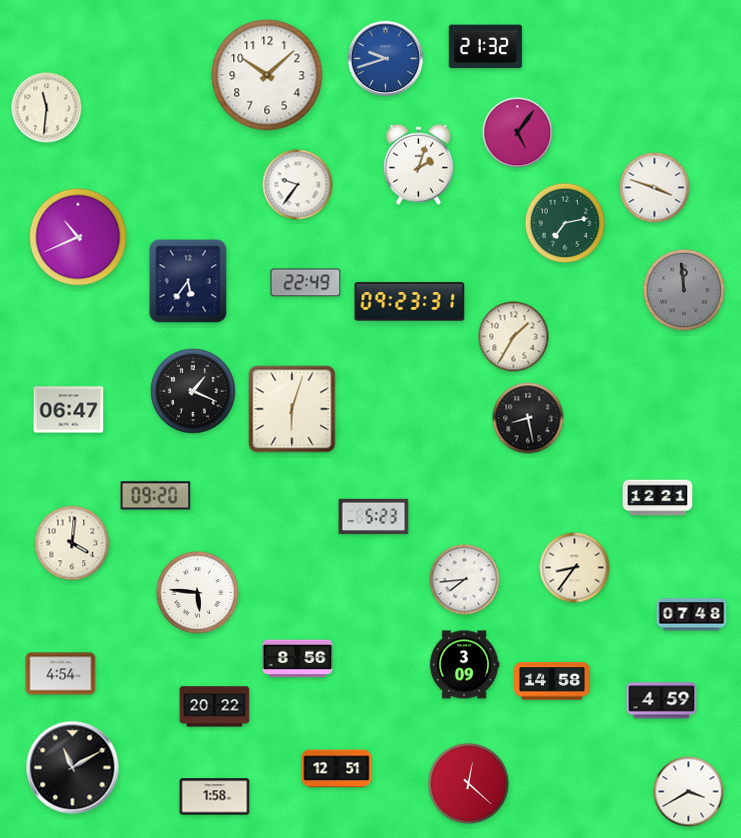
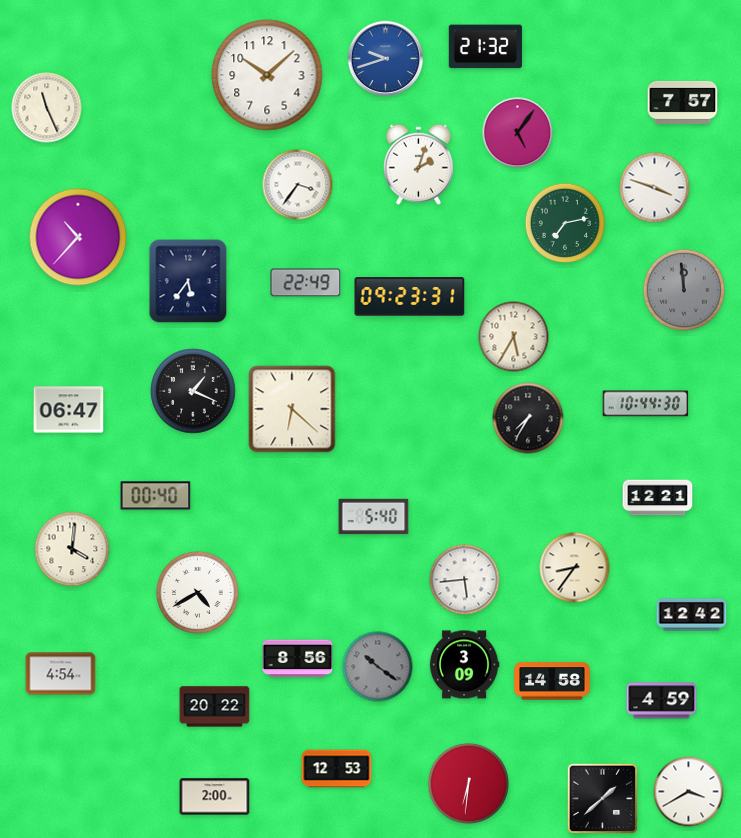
clock at (683, 102): none -> 7:57
clock at (47, 108): 11:31 -> 11:26
clock at (298, 185): 9:36 -> 3:36
clock at (78, 237): 10:41 -> 10:37
clock at (410, 302) position: (410, 302) -> (410, 297)
clock at (514, 337): 1:35 -> 5:35
clock at (646, 404): none -> 10:44
clock at (292, 409): 6:03 -> 6:22
clock at (528, 418): 8:28 -> 7:35
clock at (156, 496): 09:20 -> 00:40
clock at (374, 517): 5:23 -> 5:40
clock at (72, 543) position: (72, 543) -> (72, 549)
clock at (465, 580): 7:44 -> 5:44
clock at (197, 592): 5:46 -> 4:40
clock at (692, 615): 07:48 -> 12:42
clock at (378, 667): none -> 10:21
clock at (73, 768): 11:10 -> none
clock at (337, 769): 12:51 -> 12:53
clock at (468, 783): 12:22 -> 6:31
clock at (215, 797): 1:58 -> 2:00
clock at (603, 799): none -> 1:38
